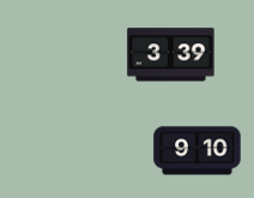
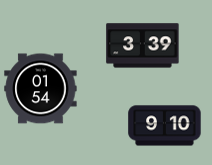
clock at (41, 89): none -> 01:54
